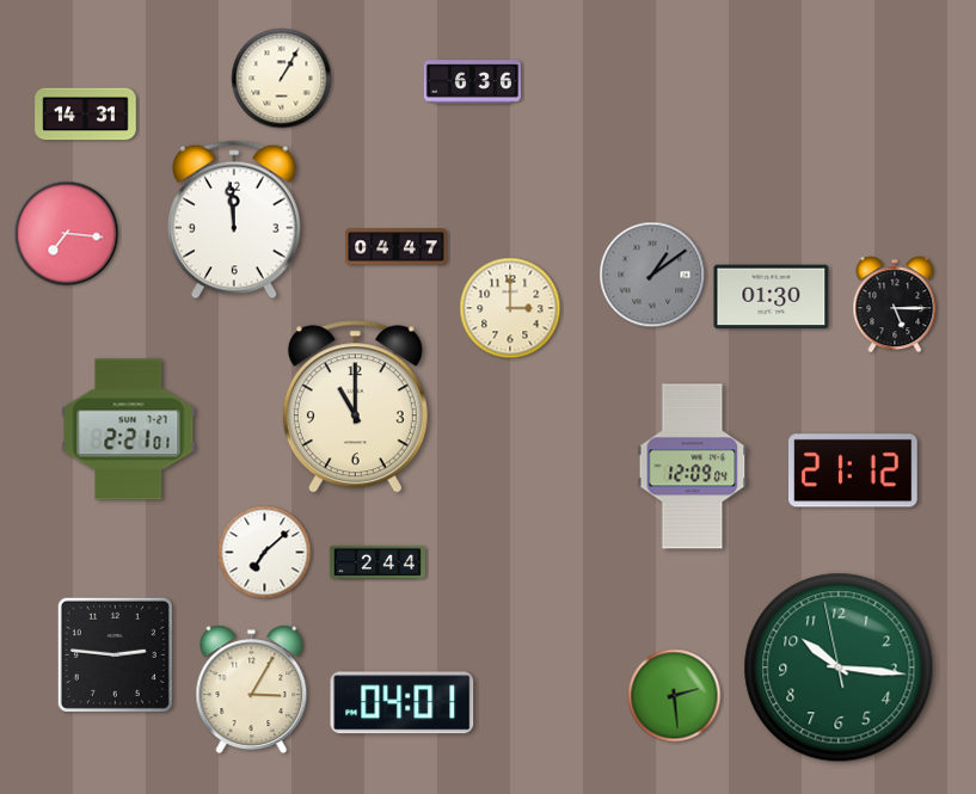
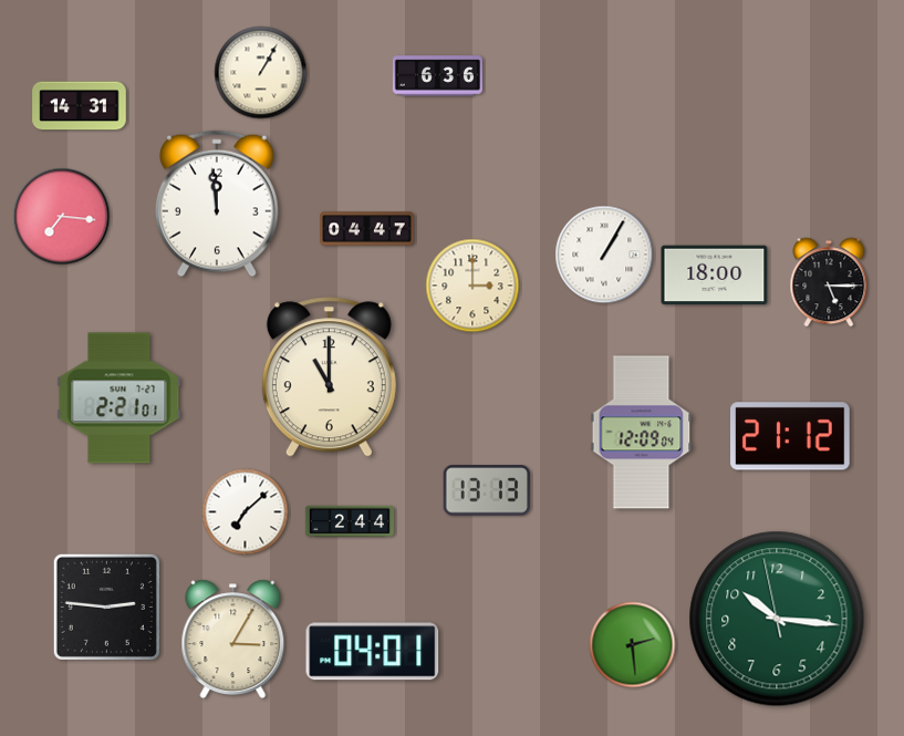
clock at (652, 275): 1:09 -> 1:05
clock at (652, 275) dial: grey -> white
clock at (772, 297): 01:30 -> 18:00
clock at (487, 490): none -> 13:13
clock at (675, 696) position: (675, 696) -> (633, 645)
